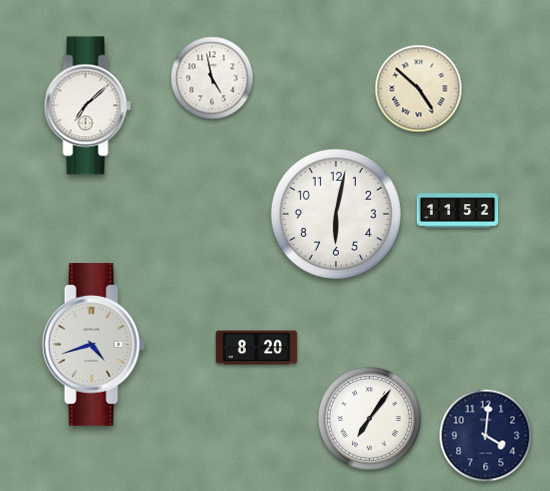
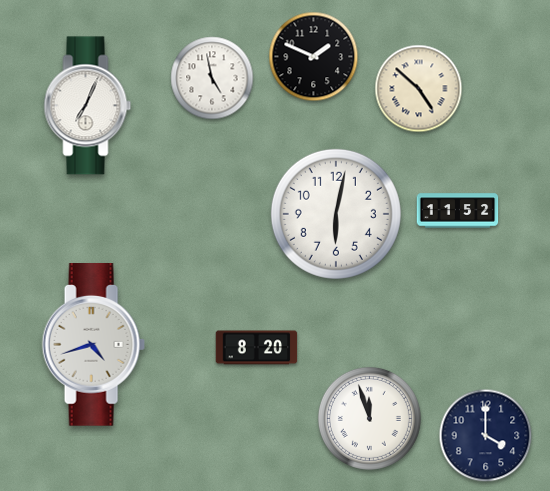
clock at (314, 57): none -> 1:49
clock at (88, 106): 7:08 -> 7:04
clock at (369, 418): 7:06 -> 11:57
clock at (486, 436): 4:01 -> 4:00
